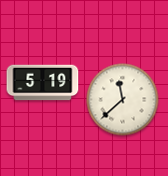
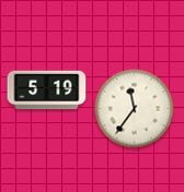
clock at (123, 100): 11:38 -> 11:36
